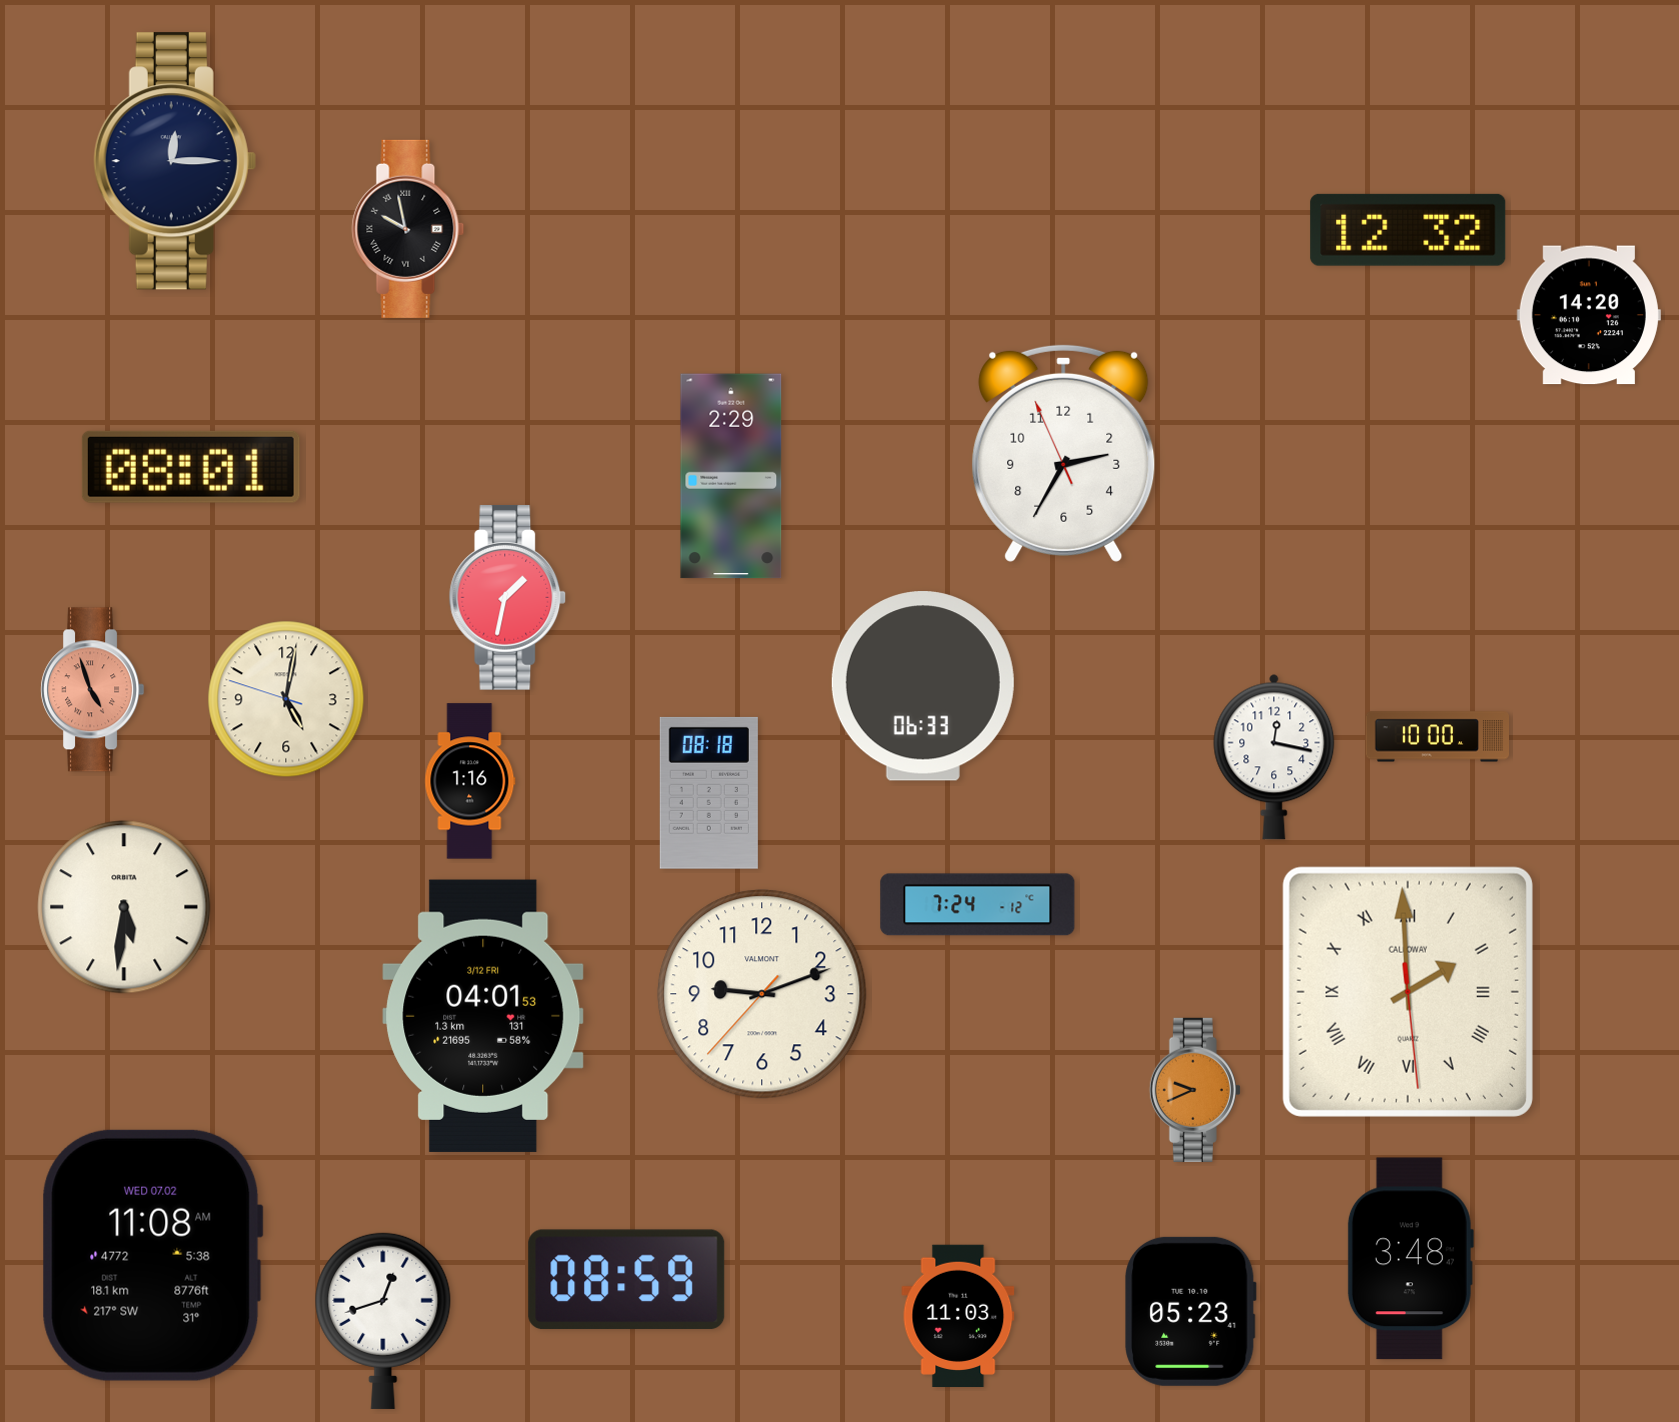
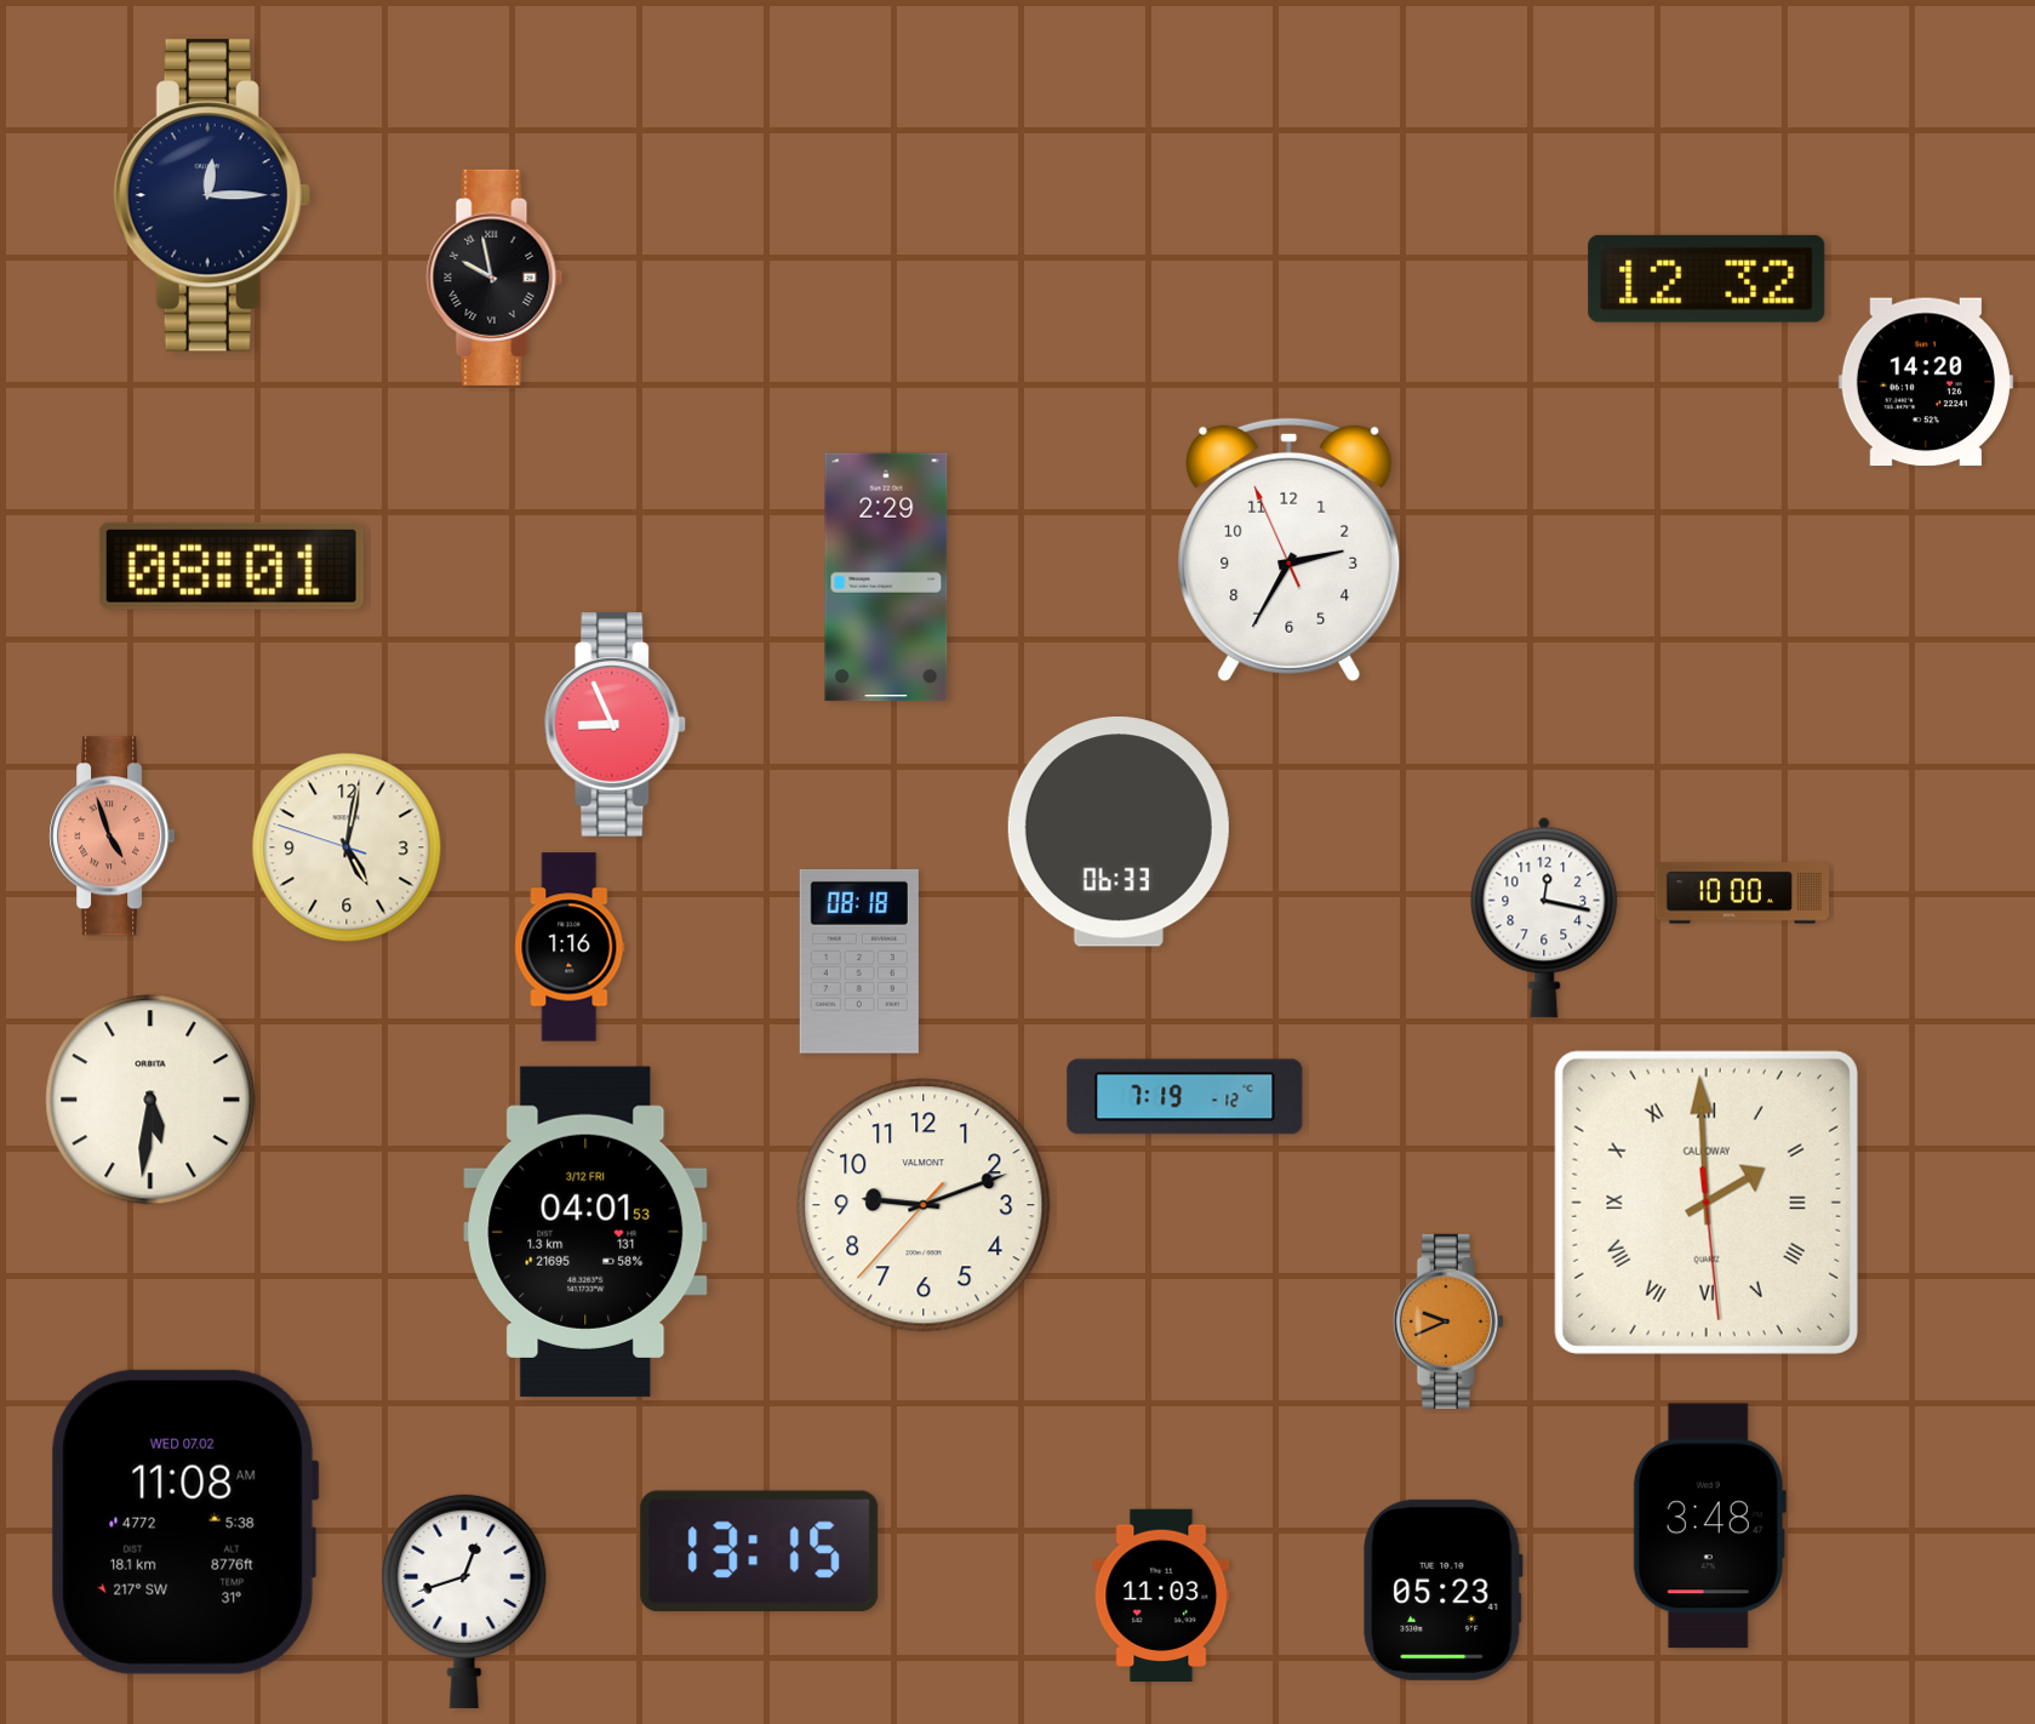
clock at (508, 597): 1:32 -> 8:56
clock at (978, 905): 7:24 -> 7:19
clock at (627, 1280): 08:59 -> 13:15
